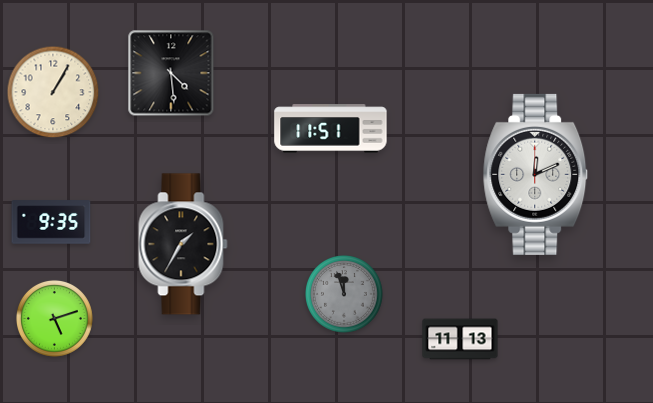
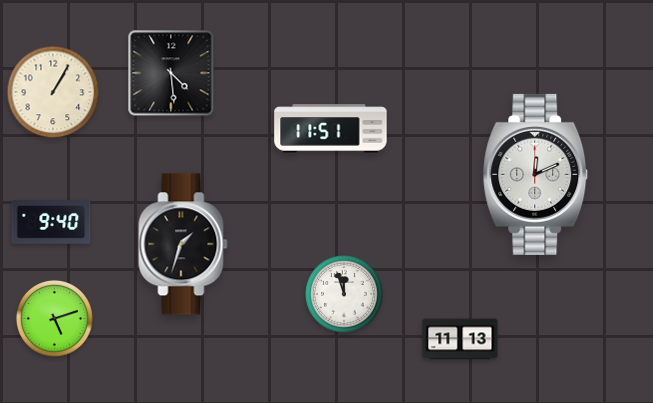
clock at (51, 222): 9:35 -> 9:40
clock at (183, 244): 1:35 -> 1:33
clock at (344, 294) dial: grey -> white
